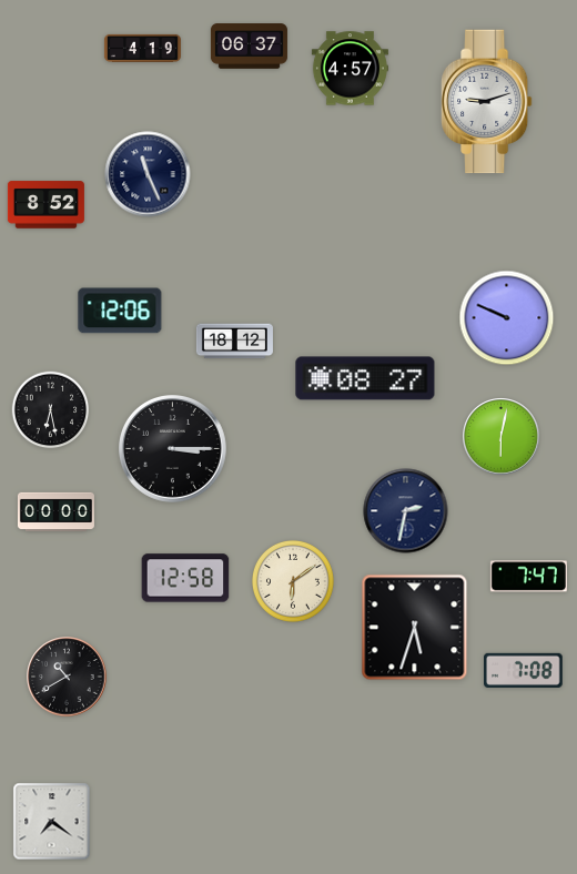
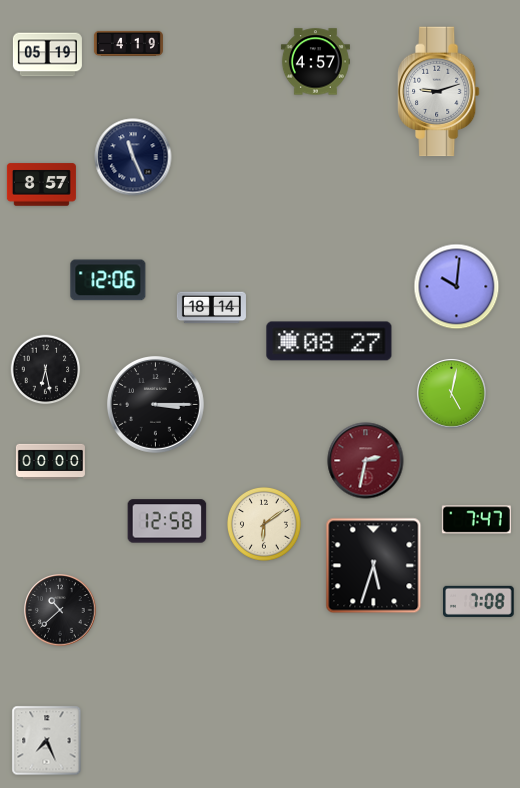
clock at (249, 47): 06:37 -> none
clock at (47, 55): none -> 05:19
clock at (45, 205): 8:52 -> 8:57
clock at (507, 318): 9:49 -> 10:01
clock at (234, 342): 18:12 -> 18:14
clock at (502, 437): 6:02 -> 5:02
clock at (406, 511) dial: navy -> burgundy
clock at (524, 670) position: (524, 670) -> (479, 601)
clock at (67, 677): 10:40 -> 10:38
clock at (52, 822): 7:21 -> 7:26
